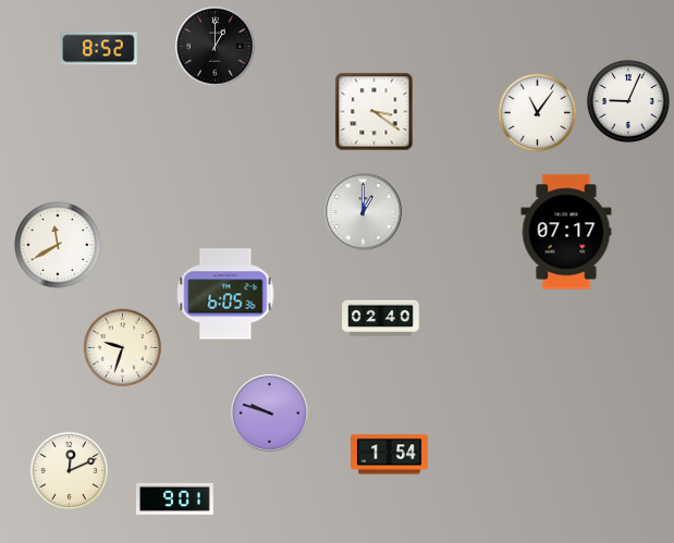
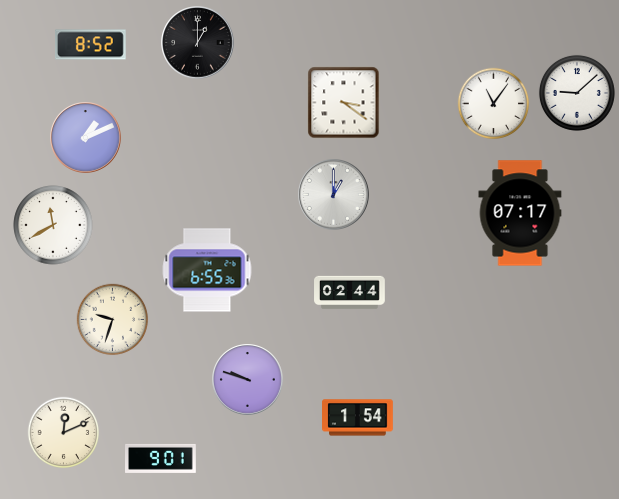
clock at (628, 101): 9:04 -> 9:08
clock at (86, 138): none -> 1:11
clock at (225, 294): 6:05 -> 6:55
clock at (381, 319): 02:40 -> 02:44
